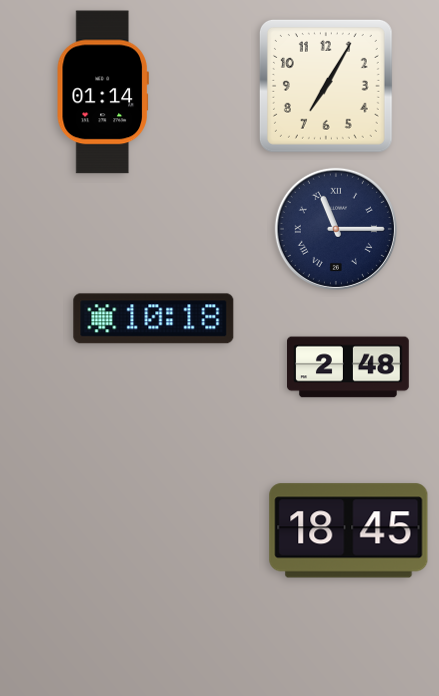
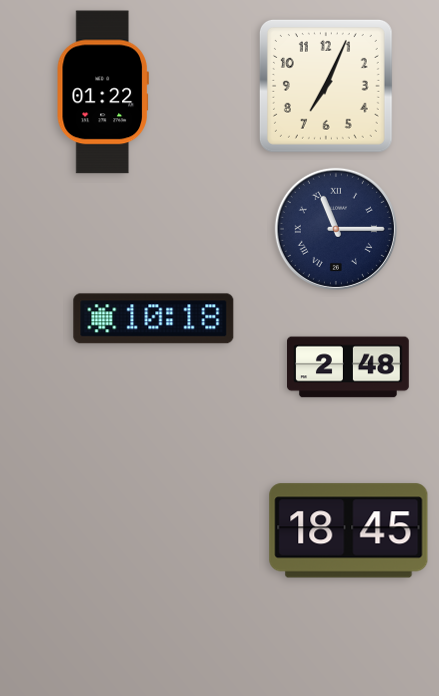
clock at (326, 86): 7:05 -> 7:04
clock at (103, 92): 01:14 -> 01:22
